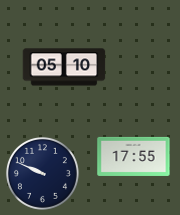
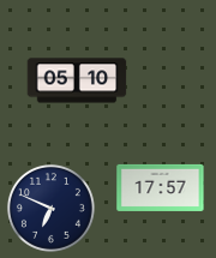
clock at (134, 156): 17:55 -> 17:57
clock at (42, 173): 9:49 -> 6:49
